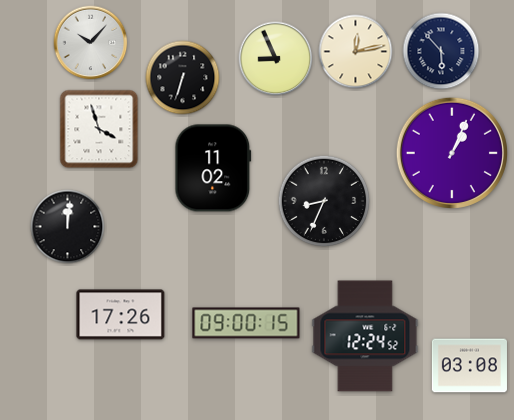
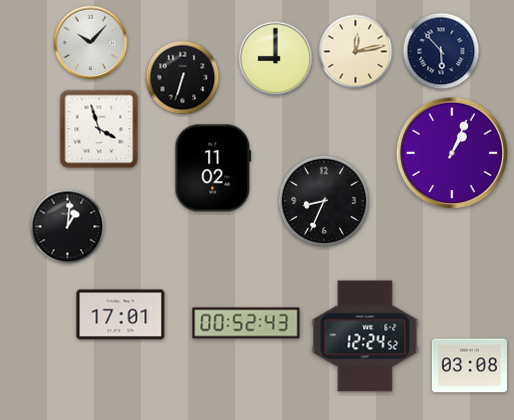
clock at (276, 59): 8:56 -> 9:00
clock at (68, 227): 12:01 -> 1:01
clock at (121, 315): 17:26 -> 17:01
clock at (246, 323): 09:00 -> 00:52
